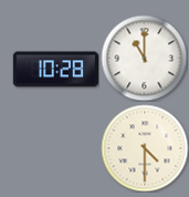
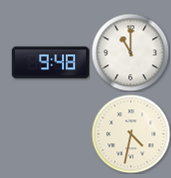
clock at (55, 70): 10:28 -> 9:48
clock at (145, 148): 4:30 -> 4:32
